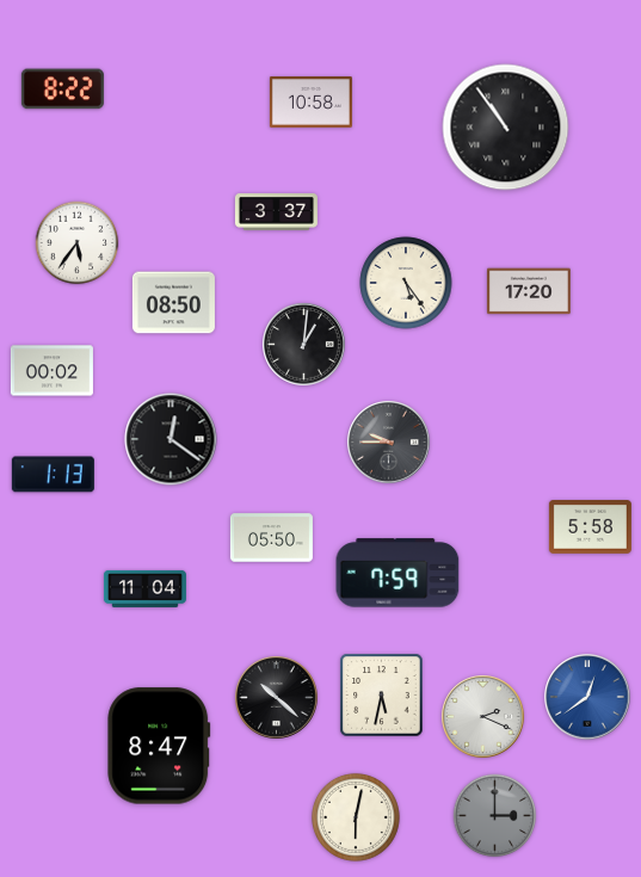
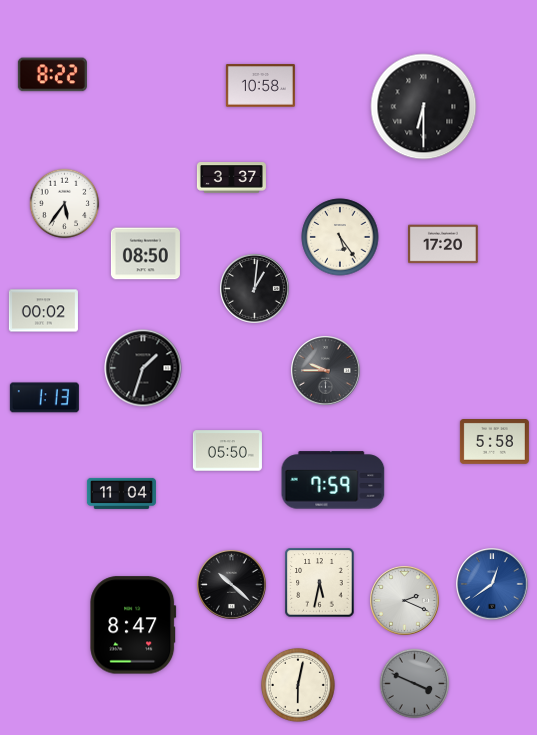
clock at (506, 128): 10:54 -> 6:30
clock at (171, 439): 12:21 -> 1:33
clock at (495, 816): 3:00 -> 3:49
